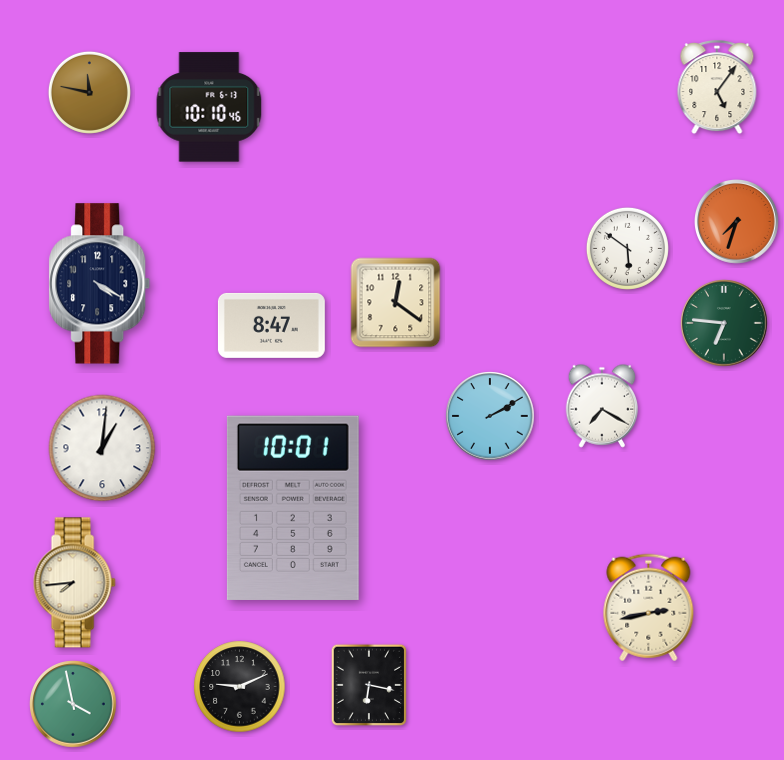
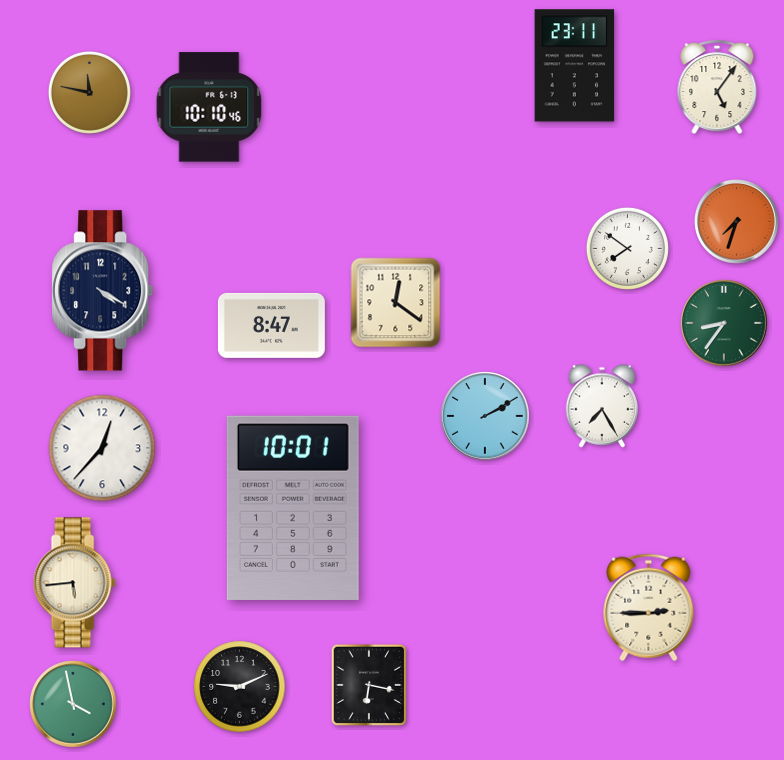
clock at (575, 66): none -> 23:11
clock at (627, 248): 5:51 -> 7:51
clock at (100, 284) position: (100, 284) -> (103, 291)
clock at (724, 323): 6:46 -> 8:36
clock at (602, 406): 7:20 -> 7:25
clock at (490, 416) position: (490, 416) -> (485, 416)
clock at (102, 448): 1:01 -> 12:37
clock at (74, 583): 7:44 -> 5:44
clock at (649, 608): 2:43 -> 2:45
